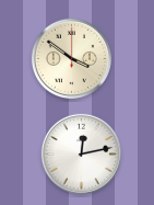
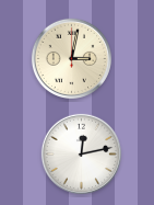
clock at (71, 58): 3:51 -> 3:02
